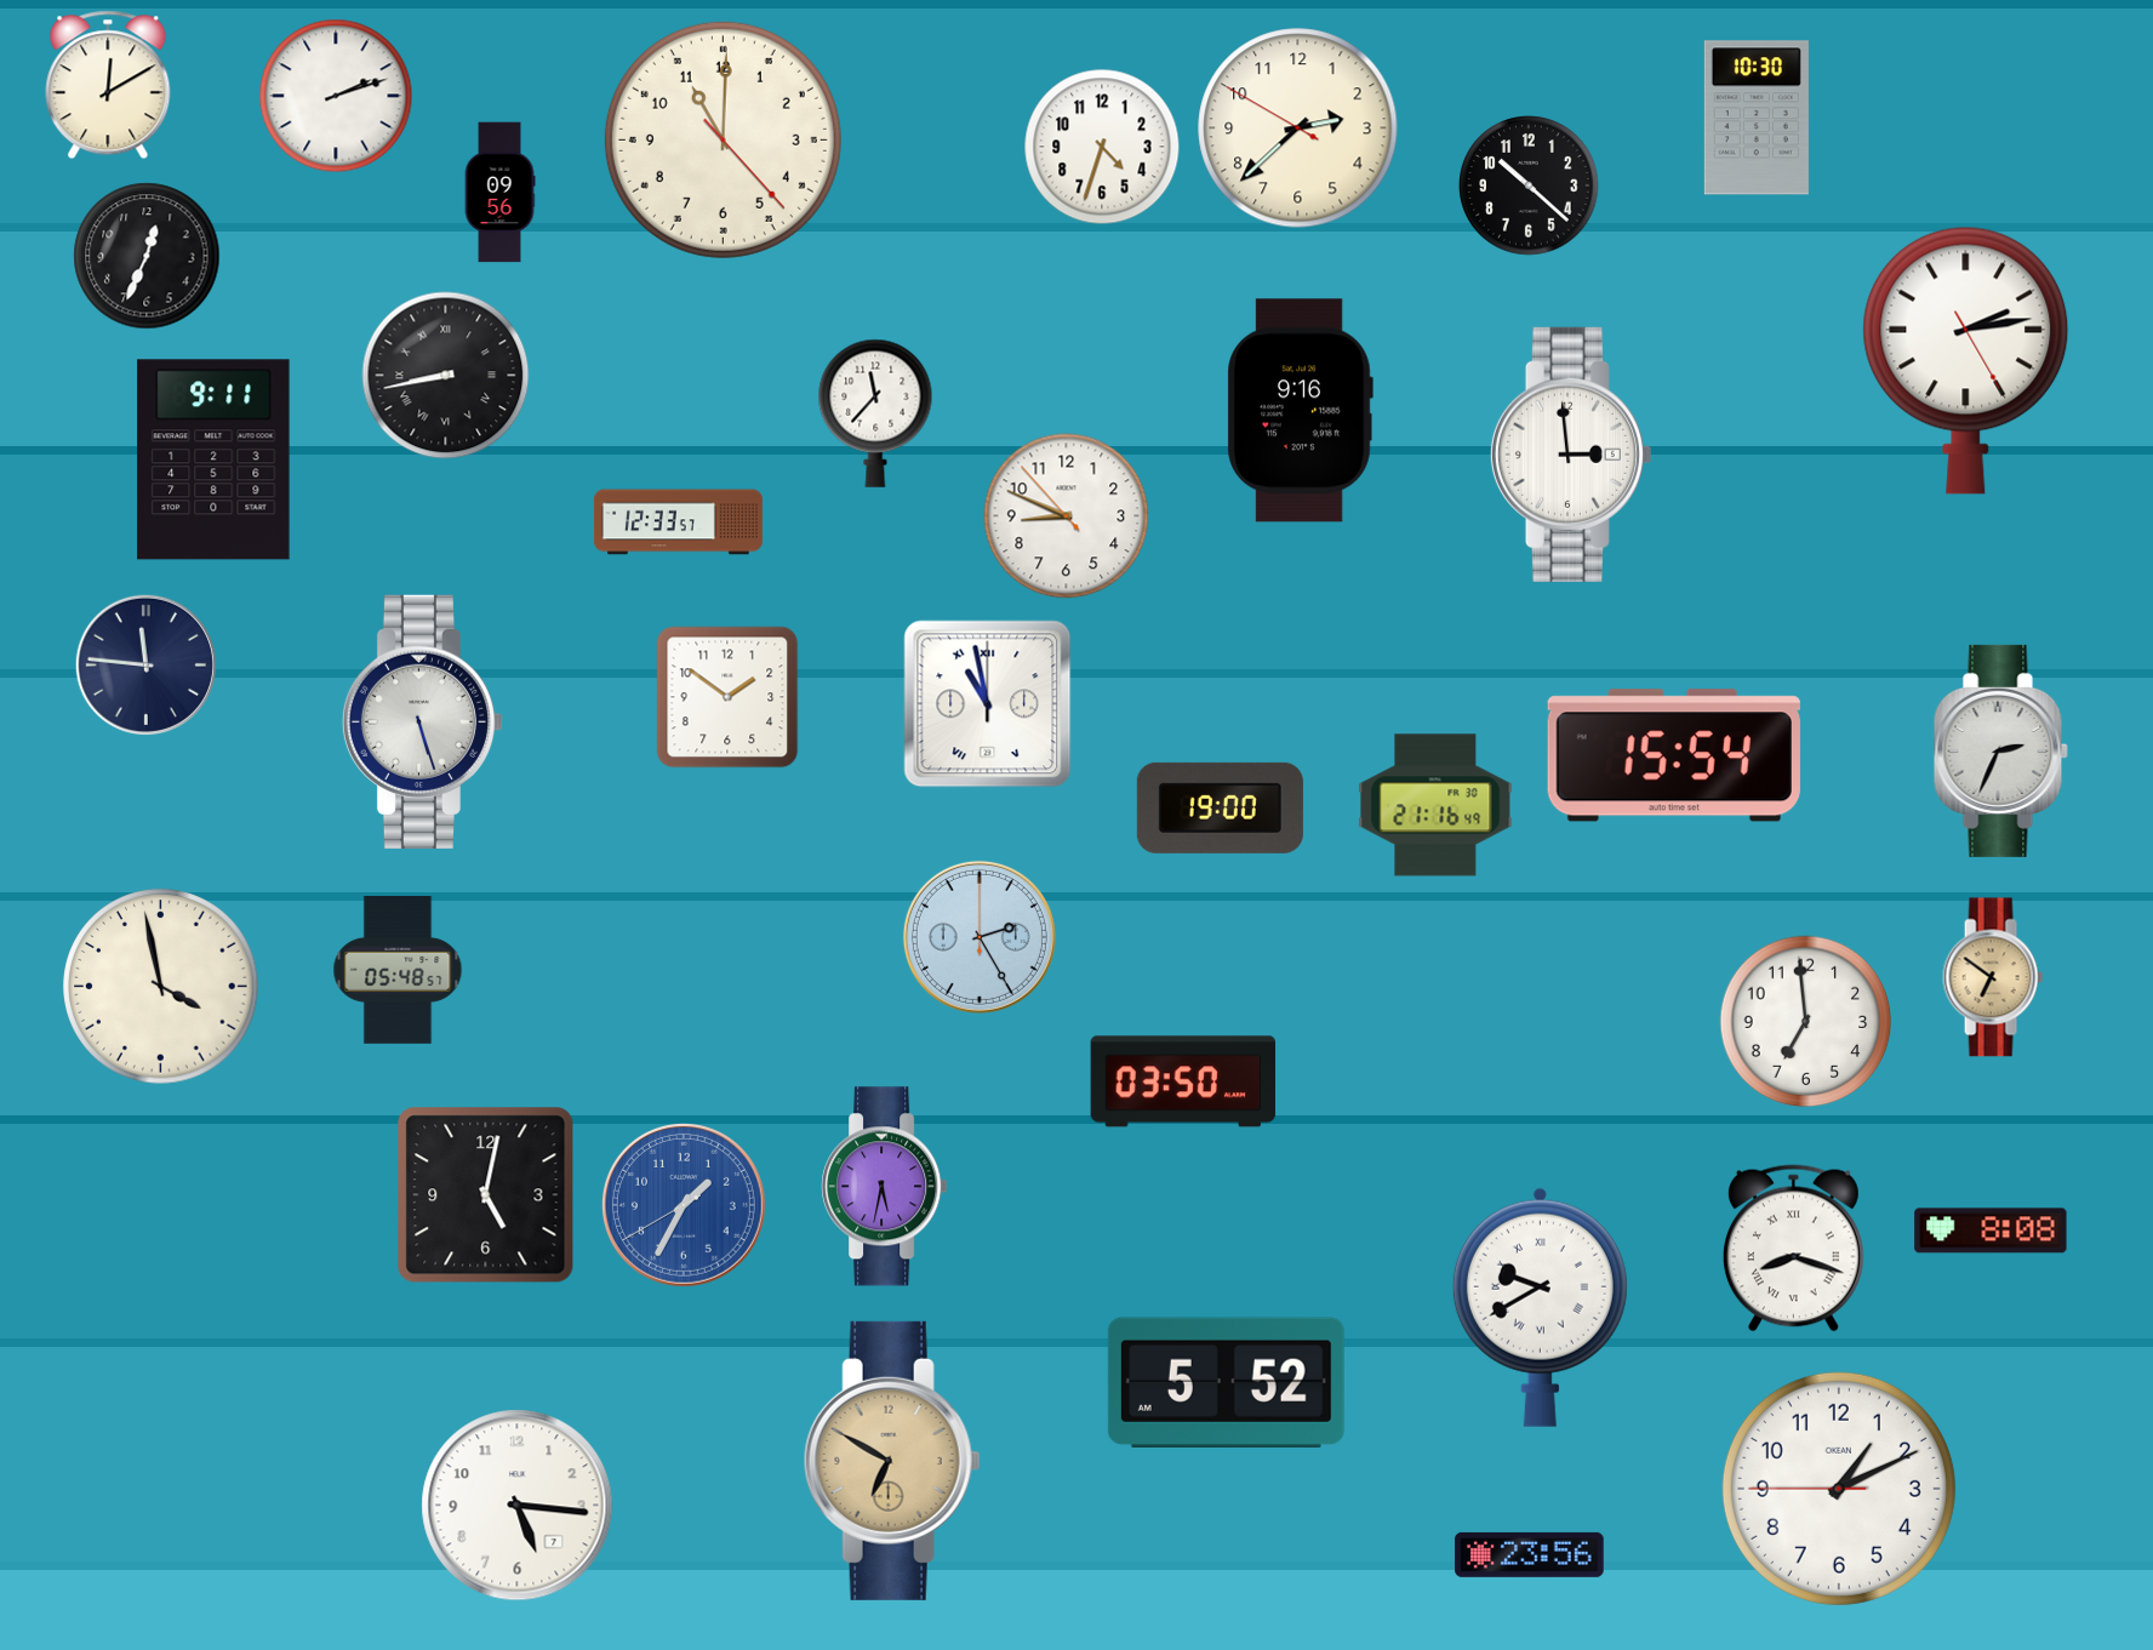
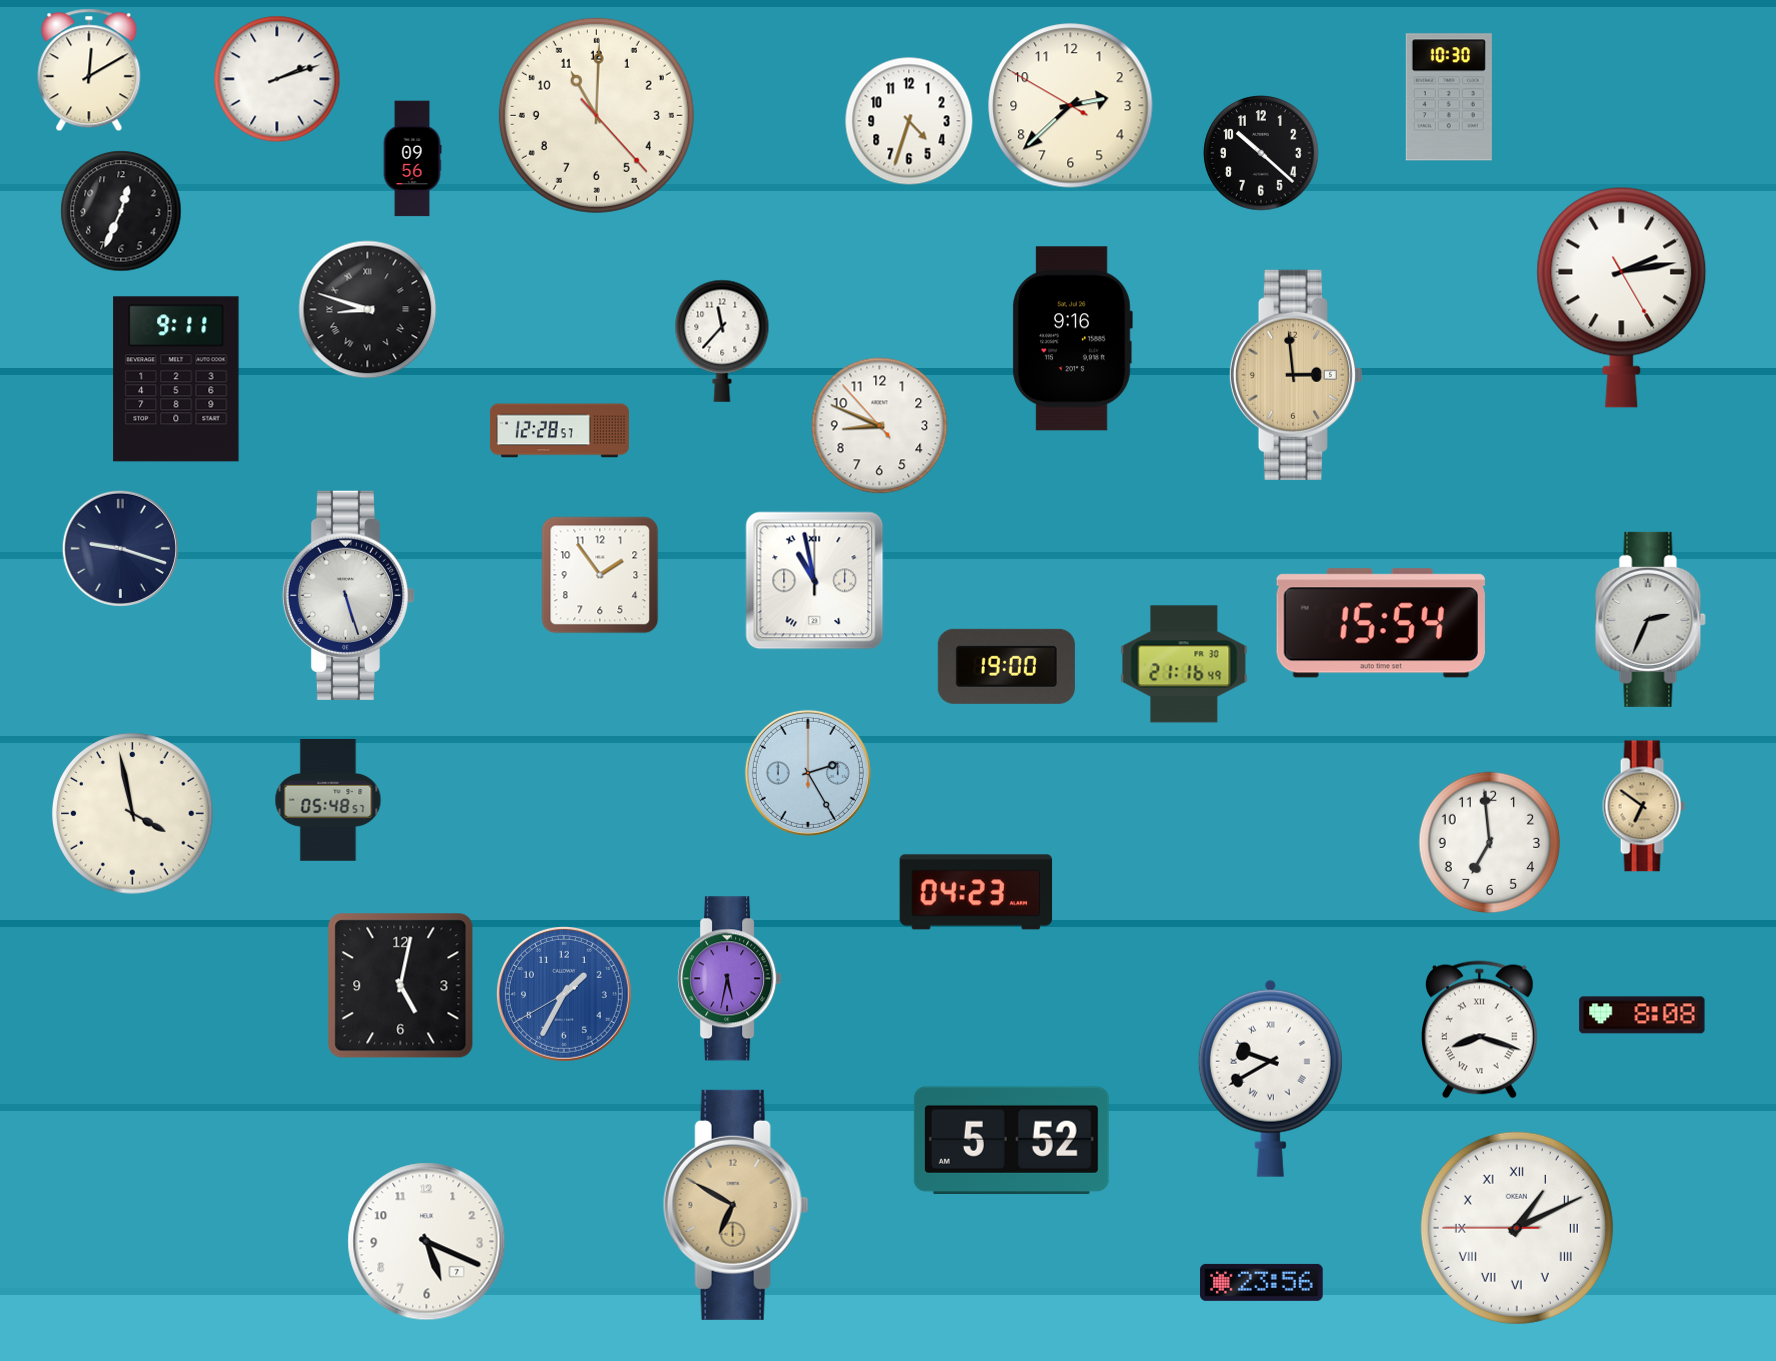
clock at (446, 376): 8:43 -> 8:48
clock at (1570, 455) dial: white -> champagne
clock at (678, 523): 12:33 -> 12:28
clock at (145, 664): 11:46 -> 9:18
clock at (727, 697): 1:51 -> 1:54
clock at (1183, 1081): 03:50 -> 04:23
clock at (1839, 1489) numerals: Arabic -> Roman
clock at (518, 1506): 5:16 -> 5:19
